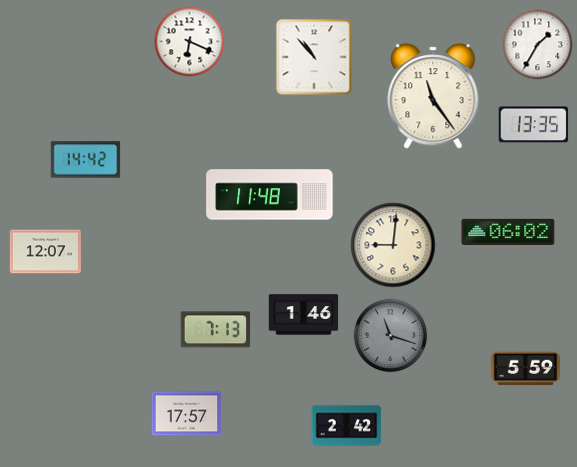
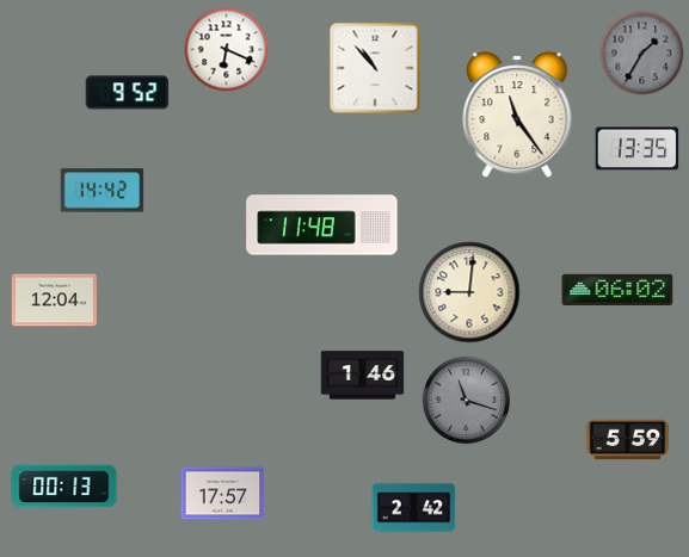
clock at (538, 45) dial: white -> grey
clock at (128, 93): none -> 9:52
clock at (270, 195) position: (270, 195) -> (322, 225)
clock at (508, 231) position: (508, 231) -> (617, 289)
clock at (45, 252): 12:07 -> 12:04
clock at (216, 330): 7:13 -> none
clock at (64, 487): none -> 00:13
